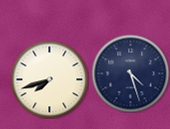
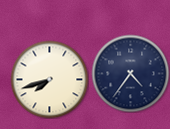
clock at (130, 73): 4:27 -> 4:36
